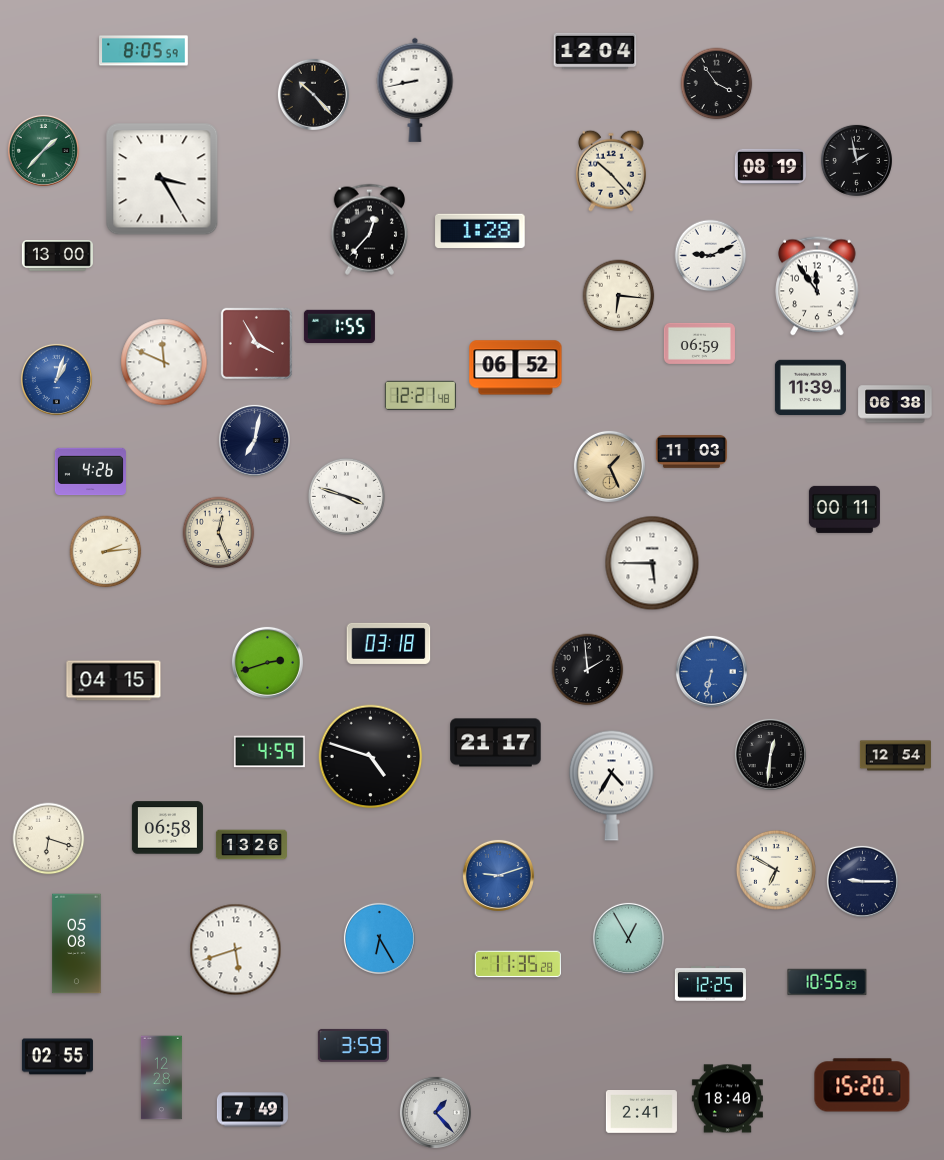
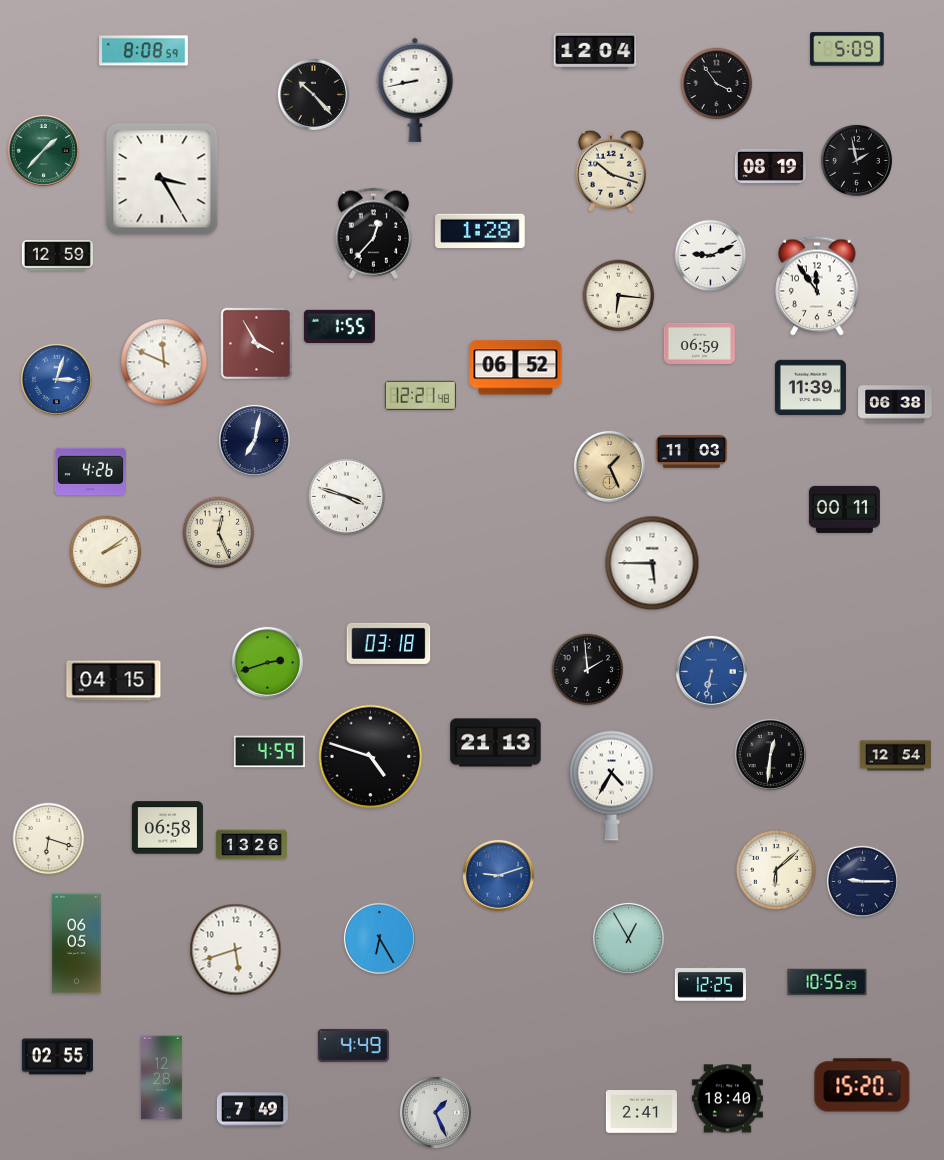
clock at (847, 49): none -> 5:09
clock at (144, 51): 8:05 -> 8:08
clock at (611, 171): 10:23 -> 10:18
clock at (369, 229) position: (369, 229) -> (373, 233)
clock at (57, 256): 13:00 -> 12:59
clock at (56, 379): 1:03 -> 3:03
clock at (106, 552): 2:14 -> 2:09
clock at (496, 743): 21:17 -> 21:13
clock at (776, 870): 6:50 -> 6:08
clock at (77, 944): 05:08 -> 06:05
clock at (518, 964): 11:35 -> none
clock at (353, 1045): 3:59 -> 4:49
clock at (435, 1112): 1:23 -> 1:26
